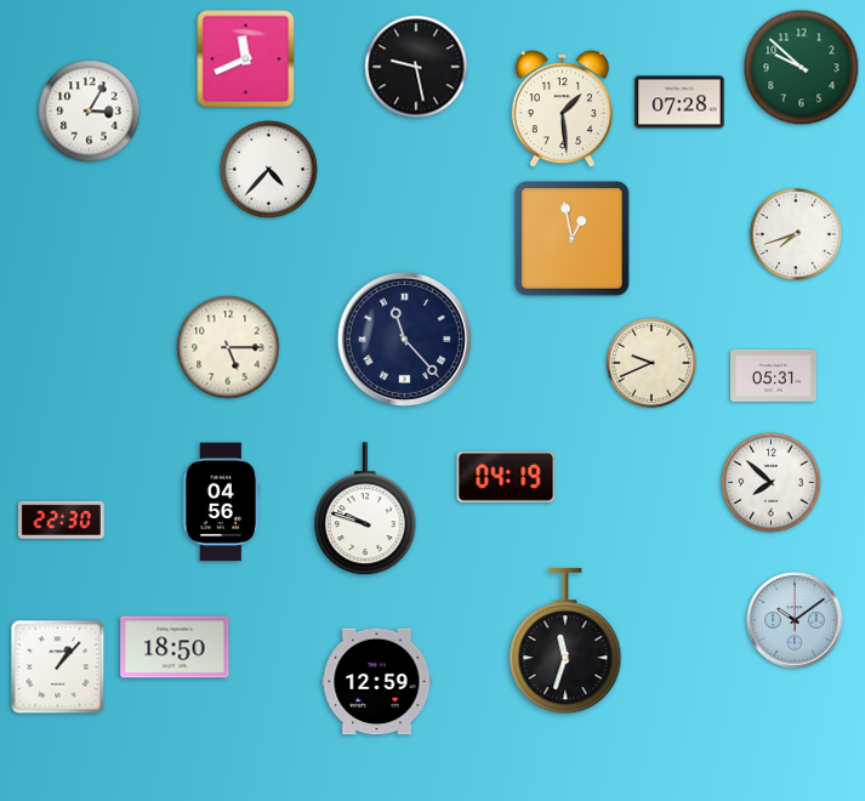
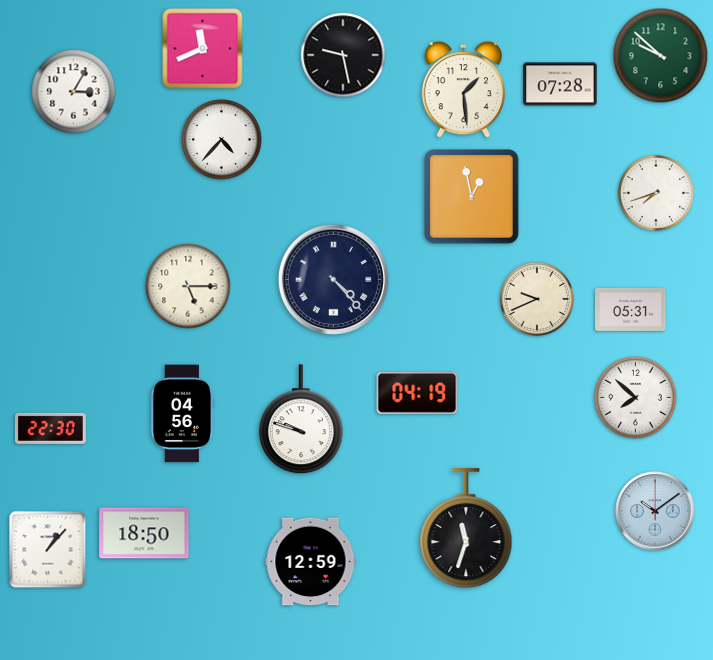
clock at (404, 339): 11:23 -> 4:23
clock at (774, 375) position: (774, 375) -> (631, 309)
